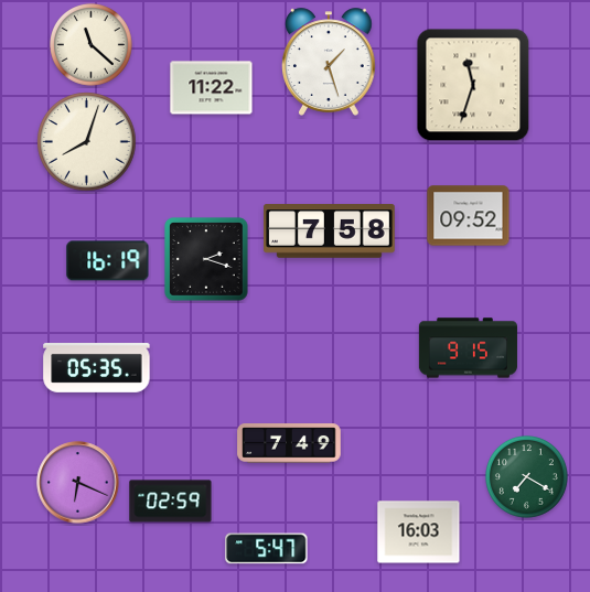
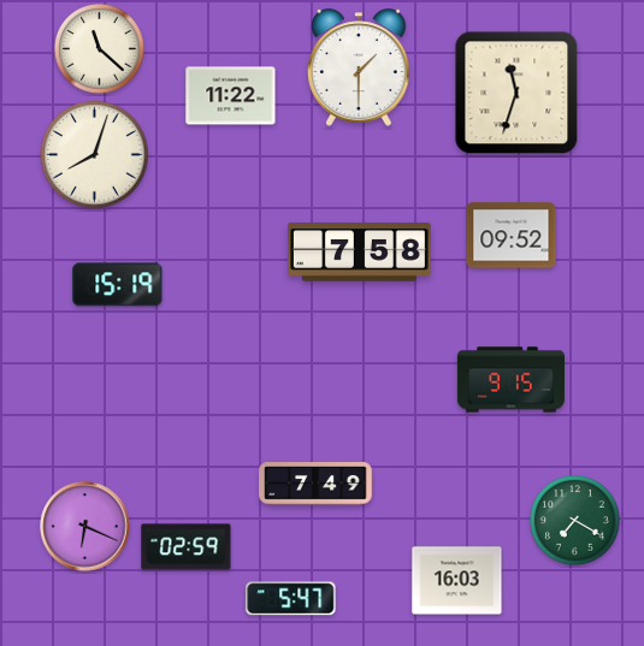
clock at (329, 62): 1:27 -> 1:30
clock at (206, 259): 2:18 -> none
clock at (108, 261): 16:19 -> 15:19
clock at (97, 368): 05:35 -> none
